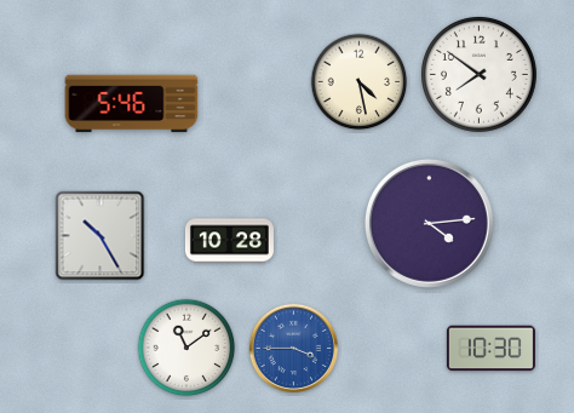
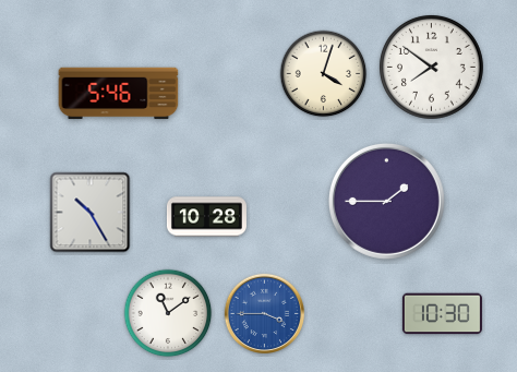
clock at (360, 82): 4:28 -> 4:03
clock at (429, 223): 4:14 -> 1:45
